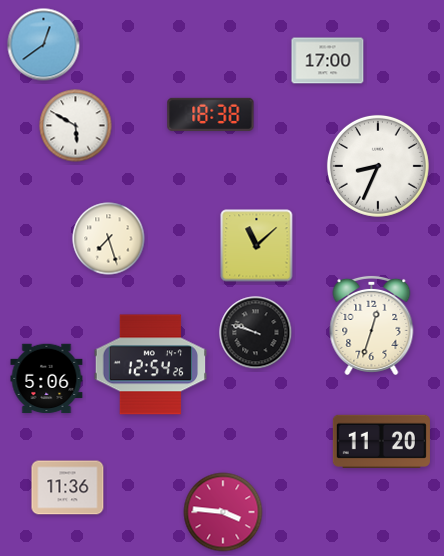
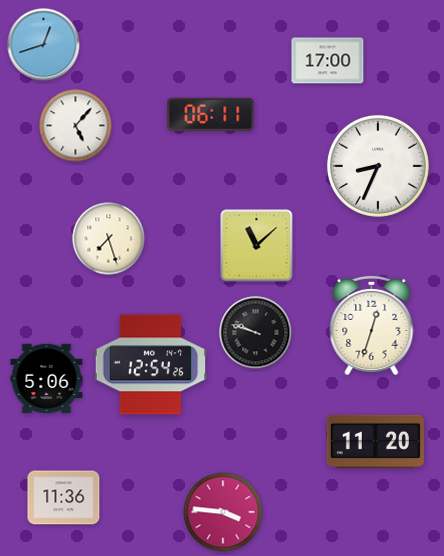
clock at (44, 45): 12:39 -> 12:42
clock at (211, 114): 18:38 -> 06:11
clock at (76, 126): 5:50 -> 5:07
clock at (381, 441) position: (381, 441) -> (375, 441)
clock at (68, 488) position: (68, 488) -> (64, 498)
